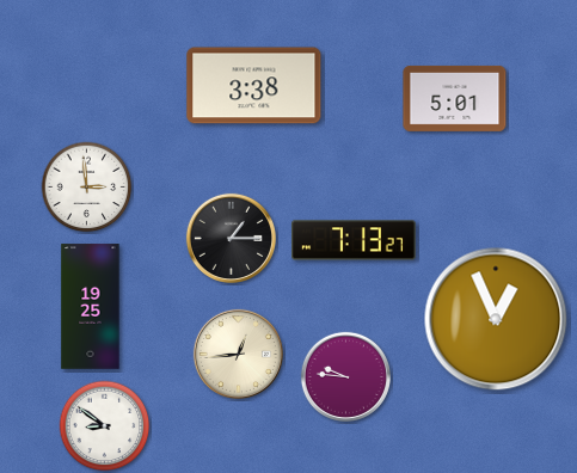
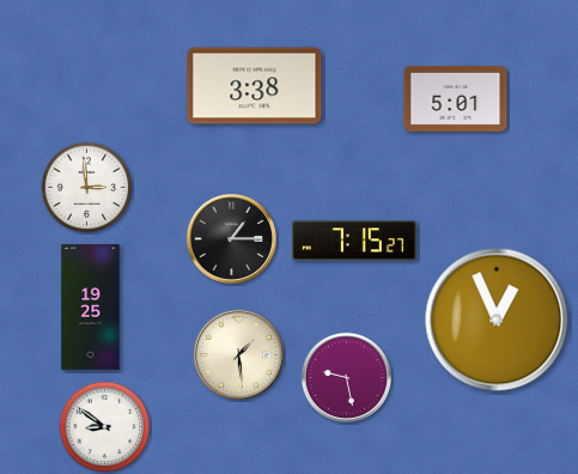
clock at (355, 240): 7:13 -> 7:15
clock at (238, 354): 12:44 -> 1:29
clock at (345, 376): 9:46 -> 9:28
